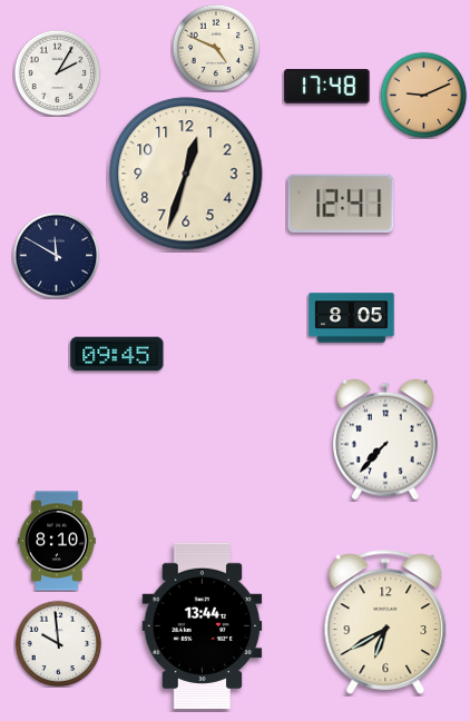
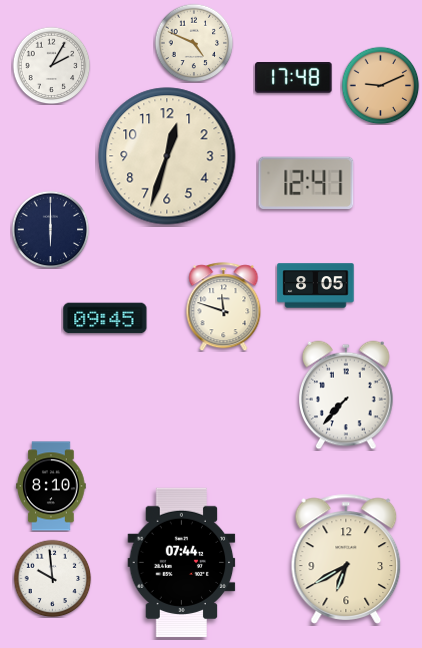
clock at (56, 255): 11:50 -> 6:00
clock at (224, 307): none -> 11:48
clock at (203, 626): 13:44 -> 07:44
